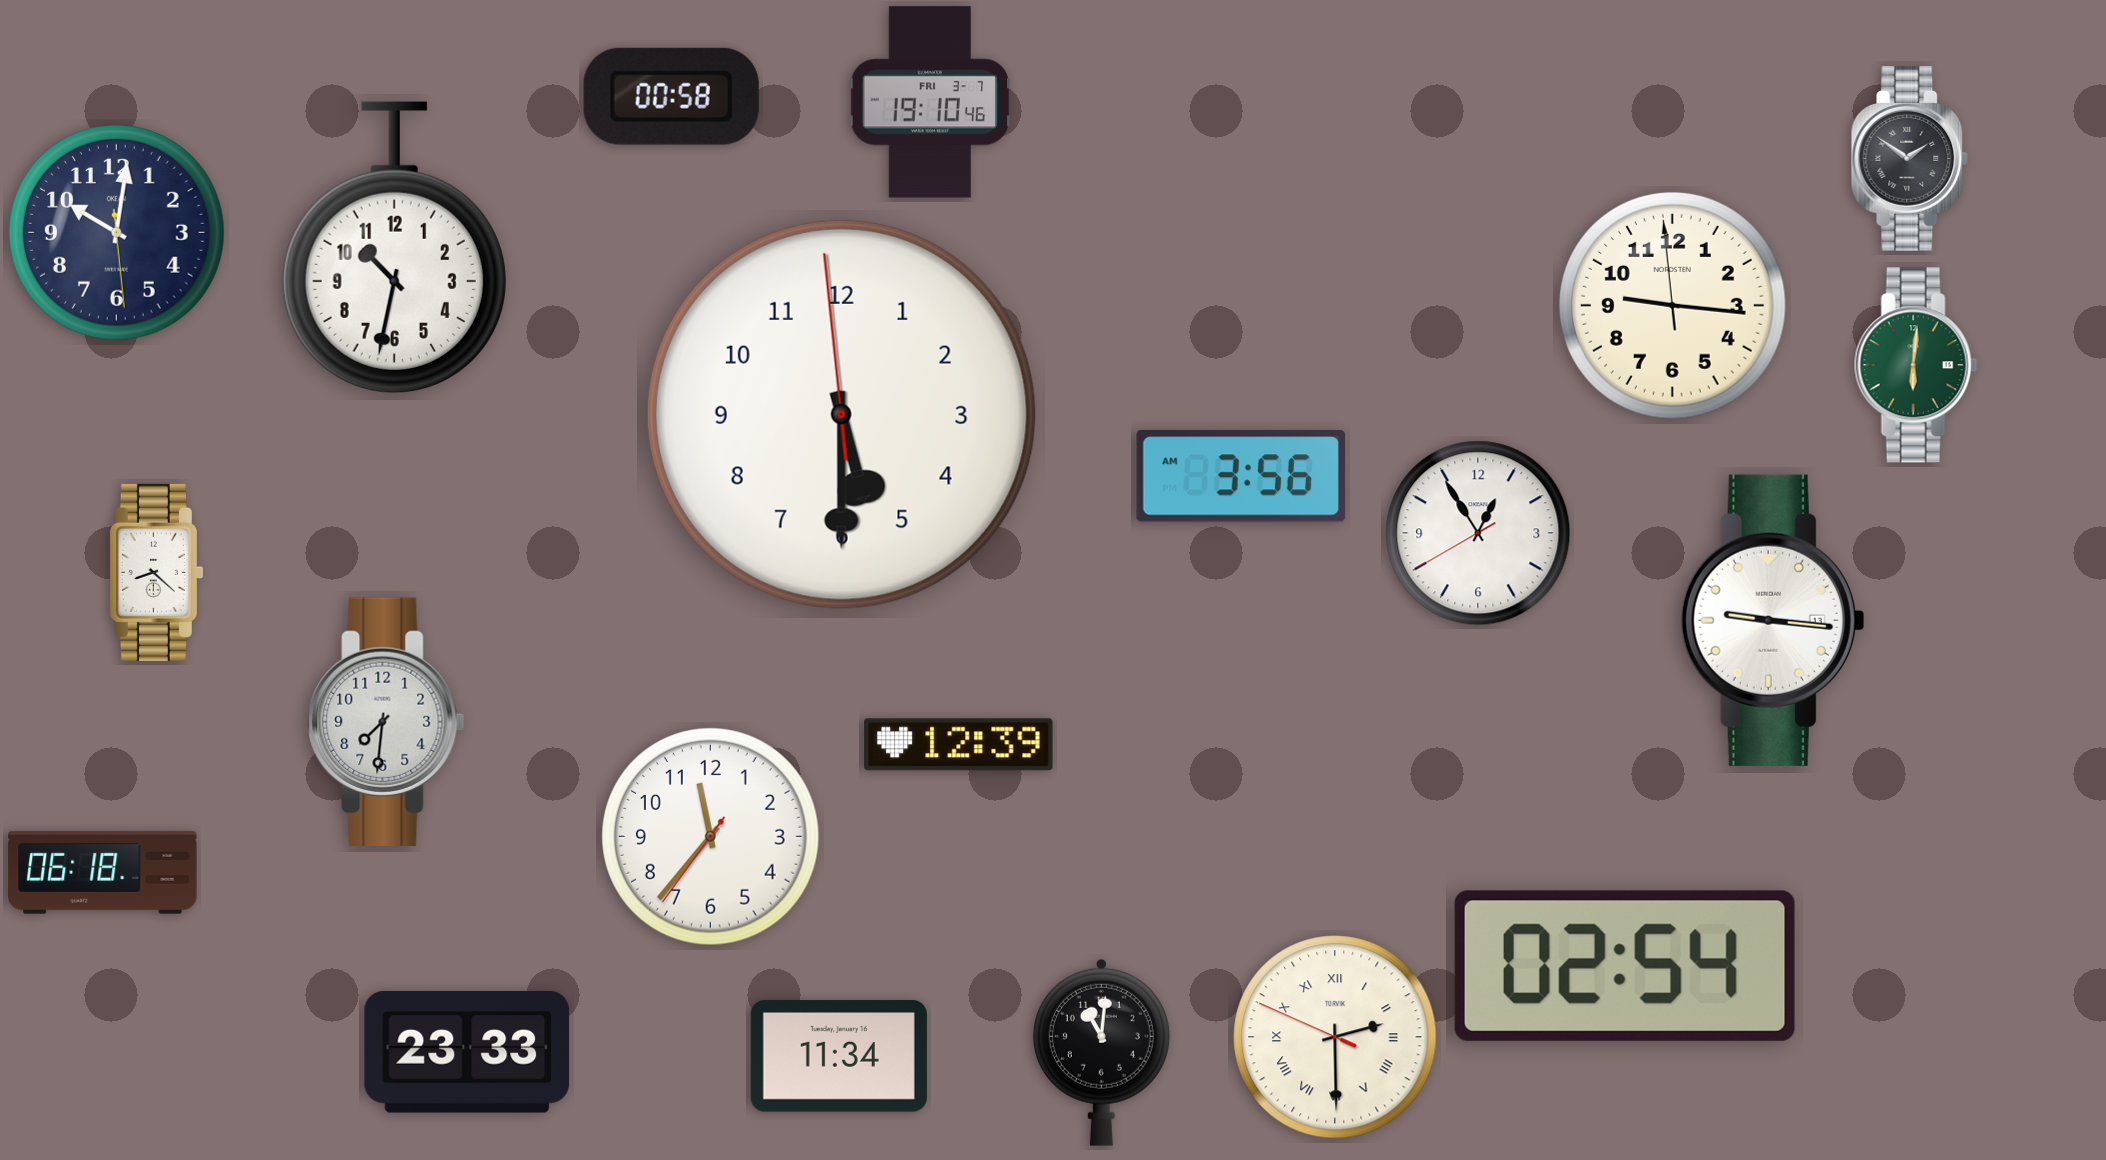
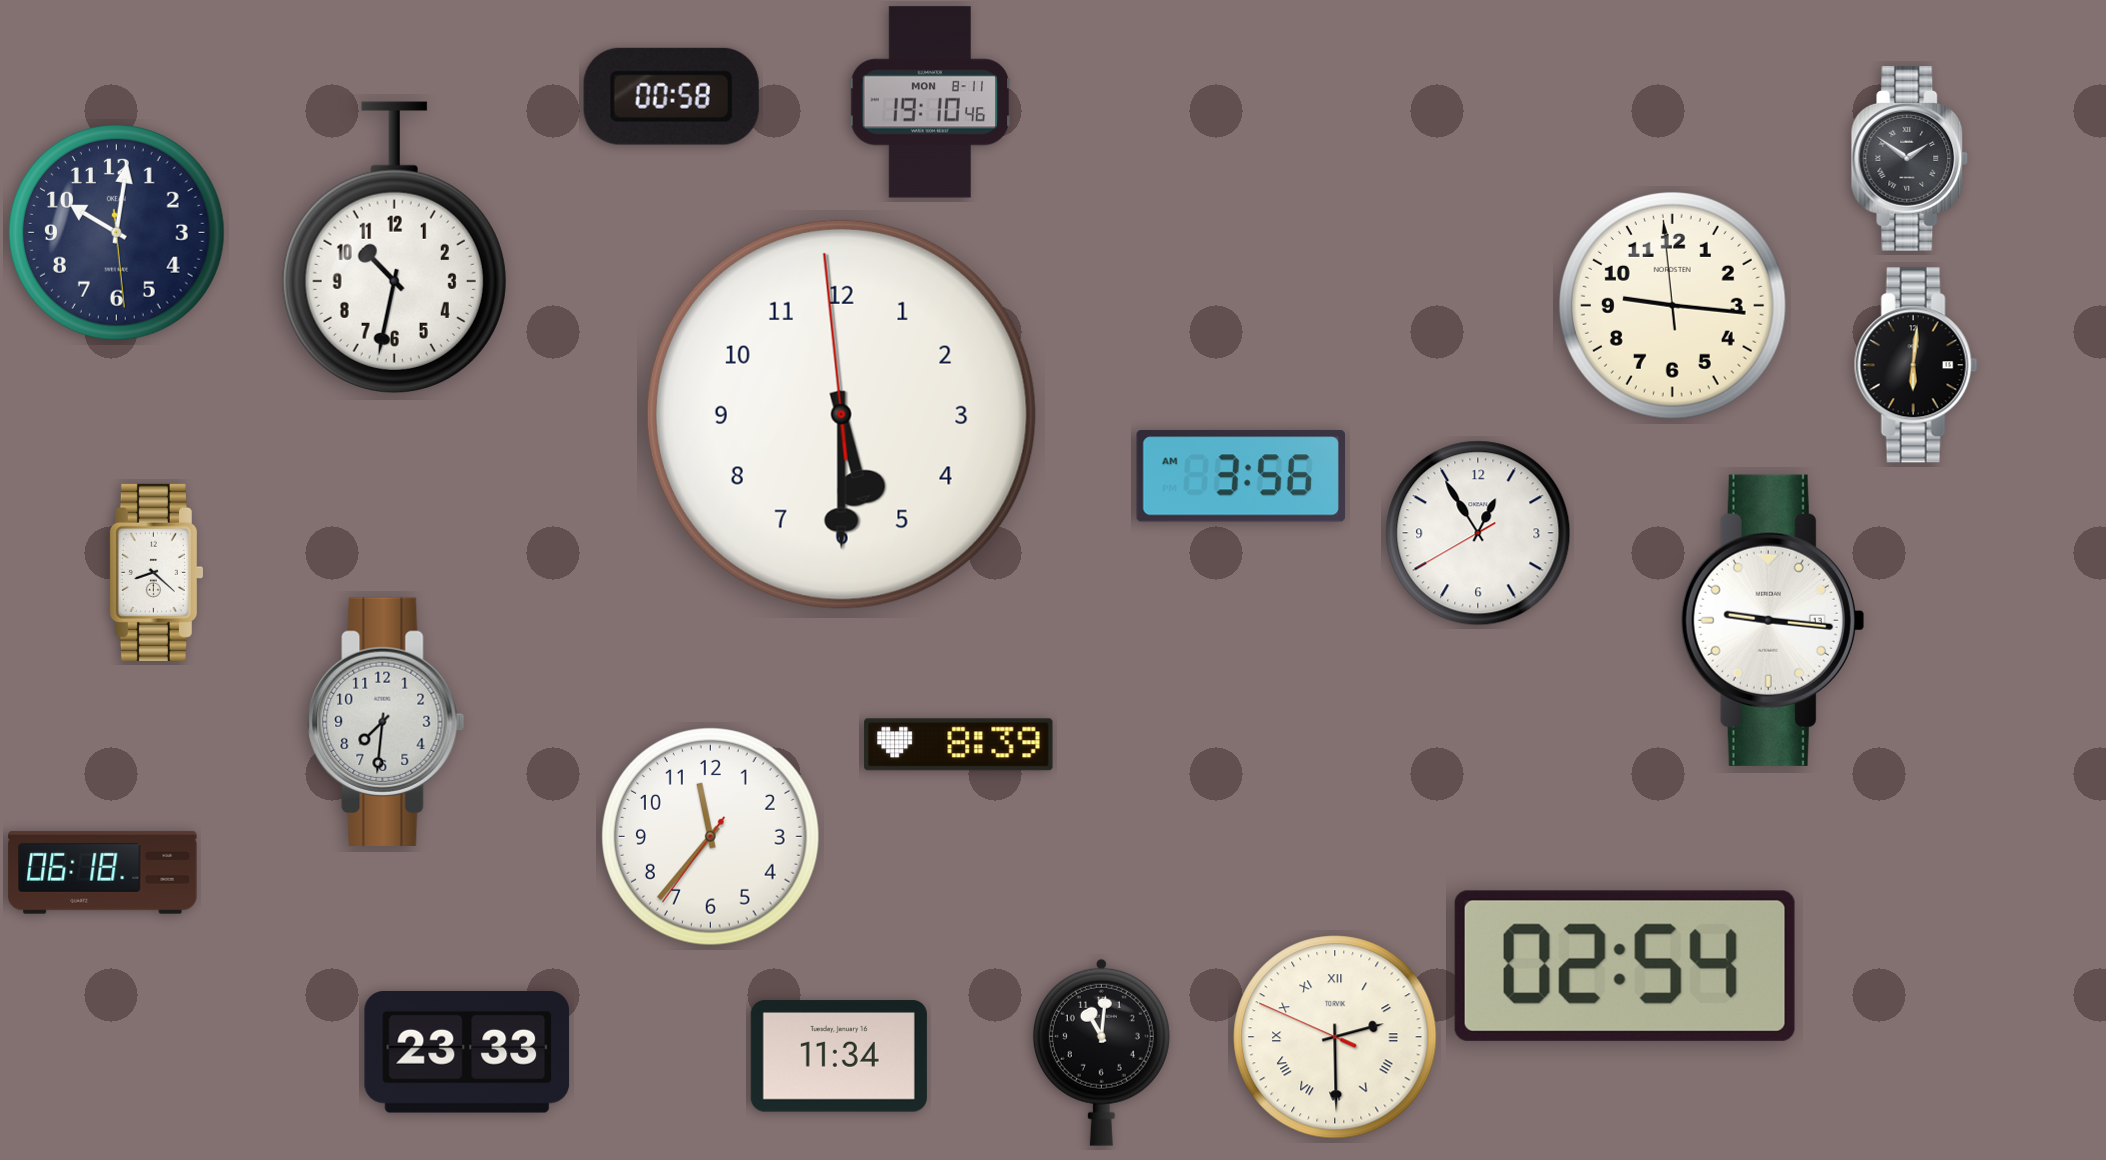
clock at (930, 102) date: FRI 3-7 -> MON 8-11
clock at (1916, 365) dial: green -> black
clock at (959, 745): 12:39 -> 8:39
